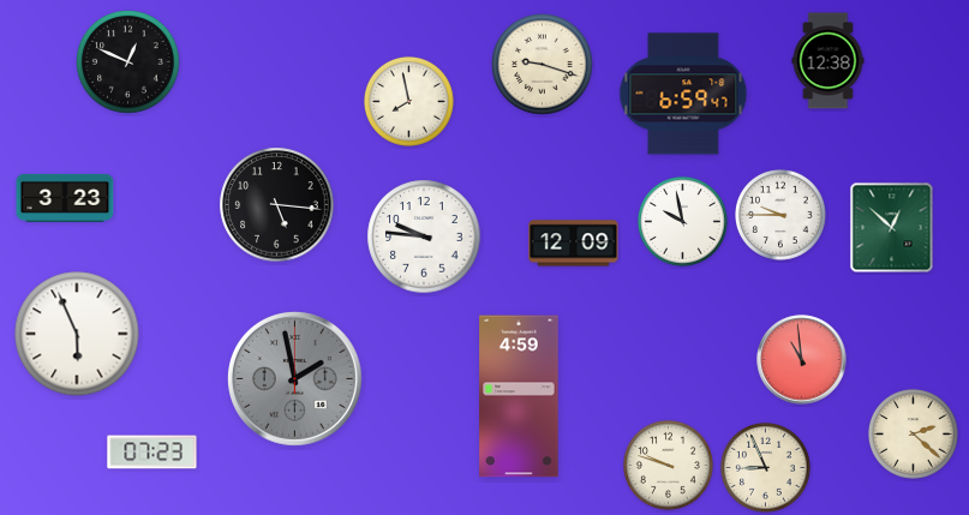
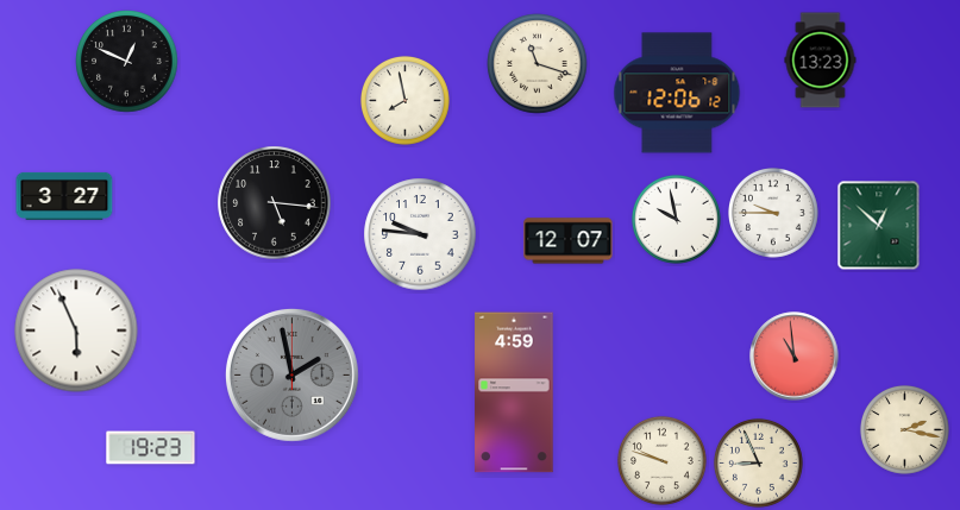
clock at (829, 61): 12:38 -> 13:23
clock at (543, 65): 9:18 -> 11:18
clock at (683, 94): 6:59 -> 12:06
clock at (65, 198): 3:23 -> 3:27
clock at (892, 228) position: (892, 228) -> (879, 226)
clock at (574, 244): 12:09 -> 12:07
clock at (913, 433): 2:22 -> 2:17
clock at (152, 453): 07:23 -> 19:23
